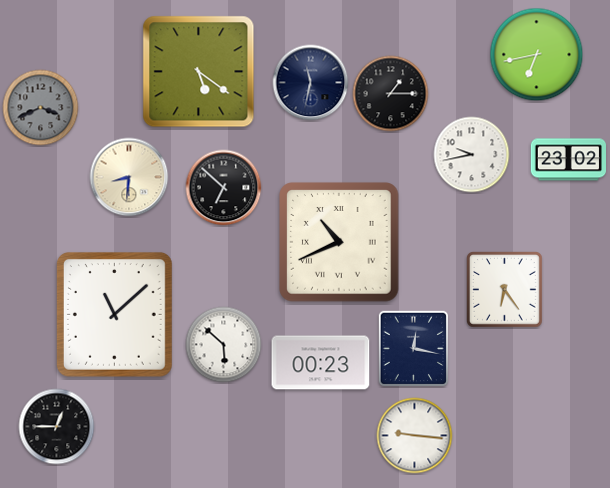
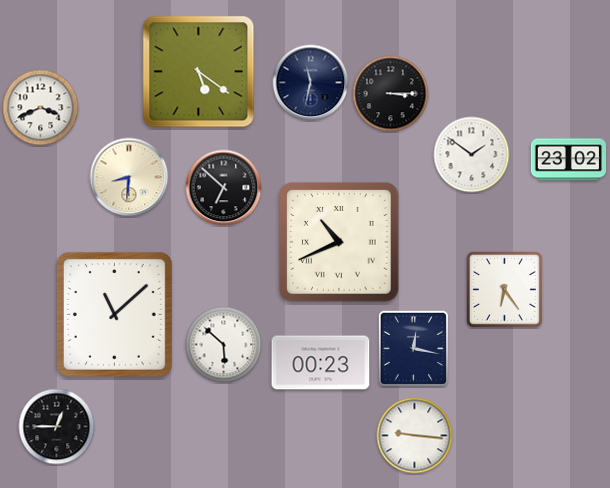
clock at (537, 55): 6:43 -> none
clock at (391, 94): 1:15 -> 3:15
clock at (41, 108) dial: grey -> white
clock at (472, 155): 9:43 -> 1:51
